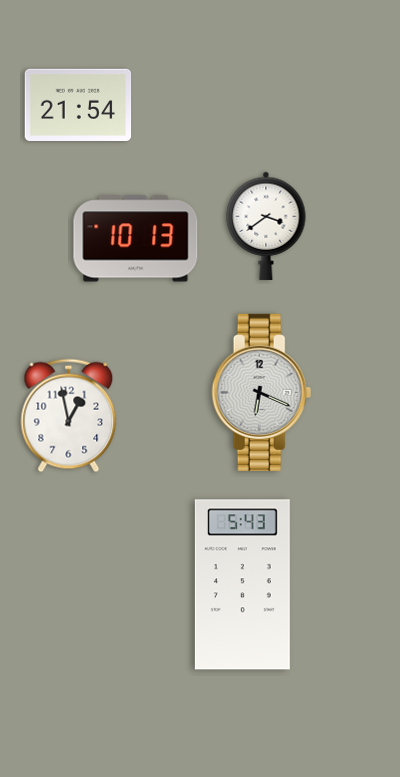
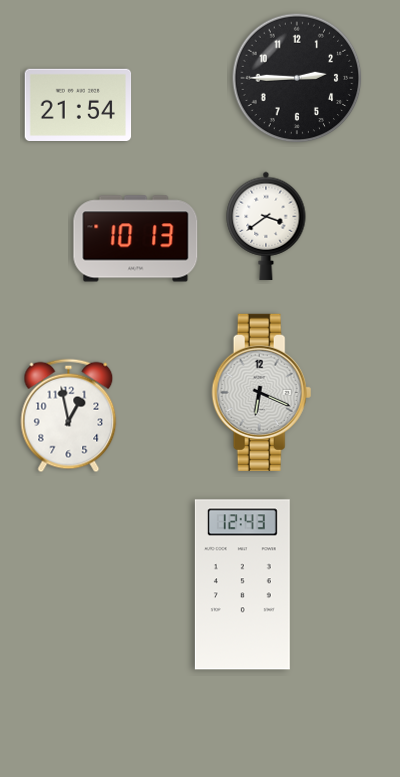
clock at (297, 78): none -> 2:45
clock at (242, 585): 5:43 -> 12:43
